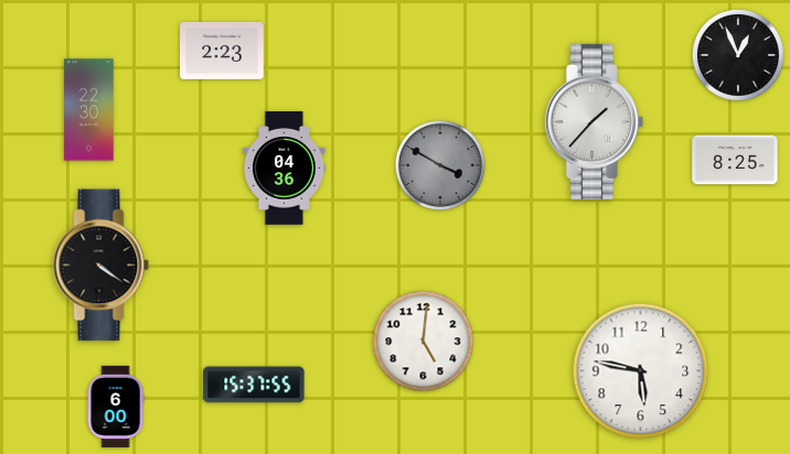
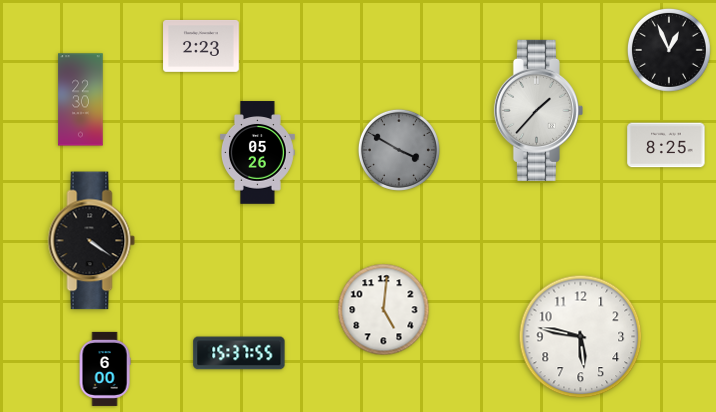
clock at (284, 169): 04:36 -> 05:26
clock at (254, 385) position: (254, 385) -> (239, 353)
